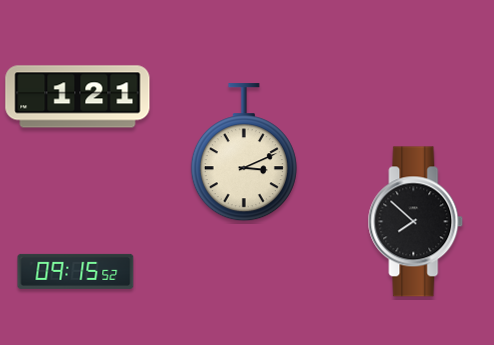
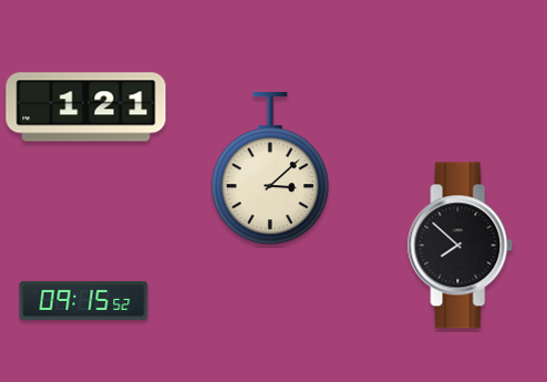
clock at (244, 153): 3:11 -> 3:08
